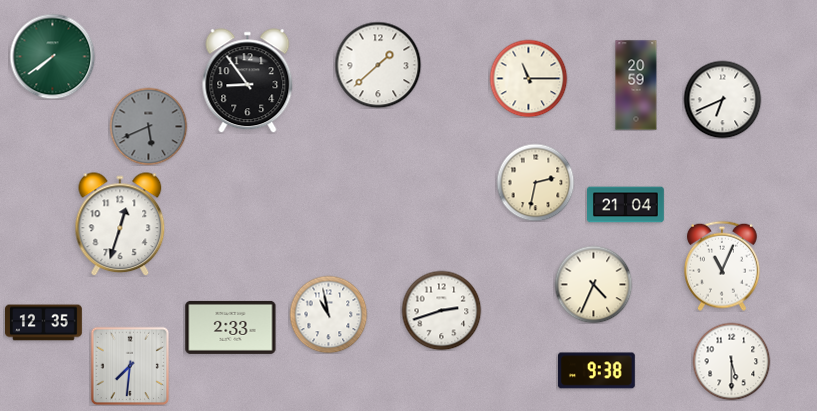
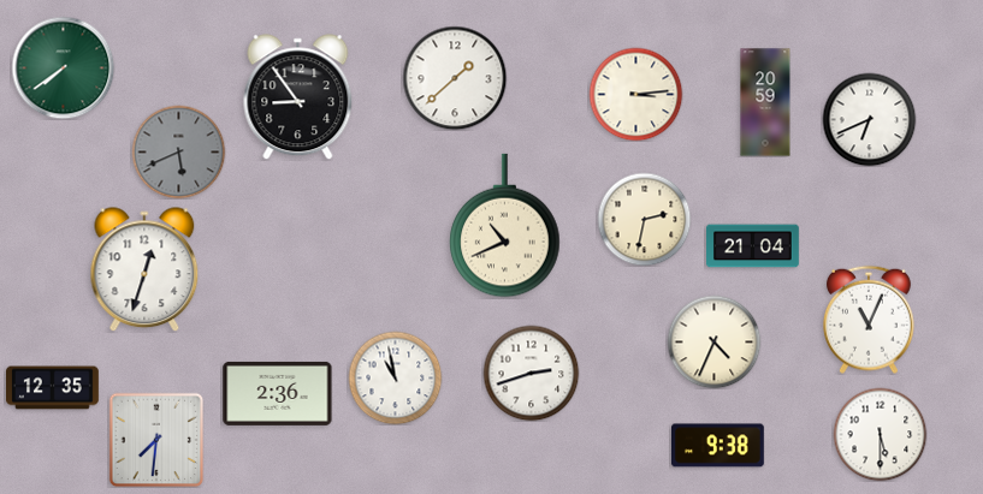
clock at (528, 78): 11:15 -> 3:14
clock at (505, 226): none -> 10:41
clock at (231, 327): 2:33 -> 2:36
